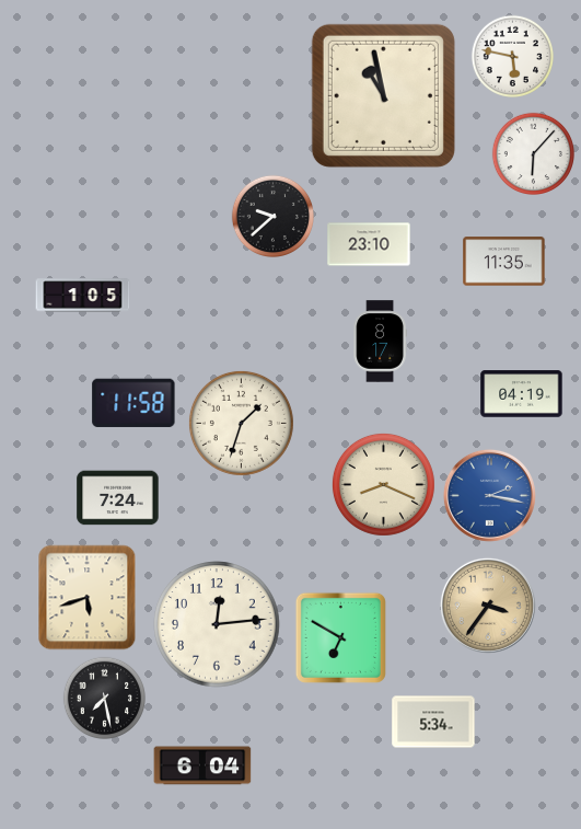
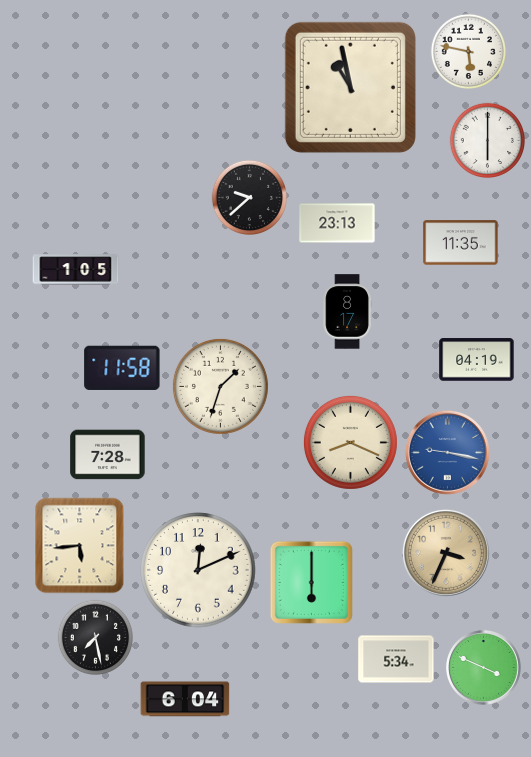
clock at (533, 153): 6:07 -> 6:00
clock at (369, 244): 23:10 -> 23:13
clock at (504, 262) position: (504, 262) -> (461, 243)
clock at (489, 495): 2:17 -> 9:17
clock at (118, 498): 7:24 -> 7:28
clock at (88, 598): 5:42 -> 5:44
clock at (488, 606): 3:36 -> 3:34
clock at (217, 624): 12:14 -> 12:11
clock at (340, 637): 6:50 -> 6:00
clock at (484, 668): none -> 3:49
